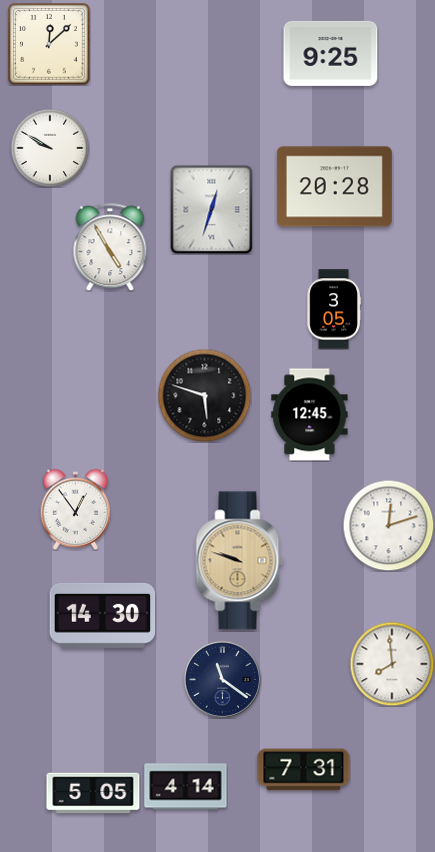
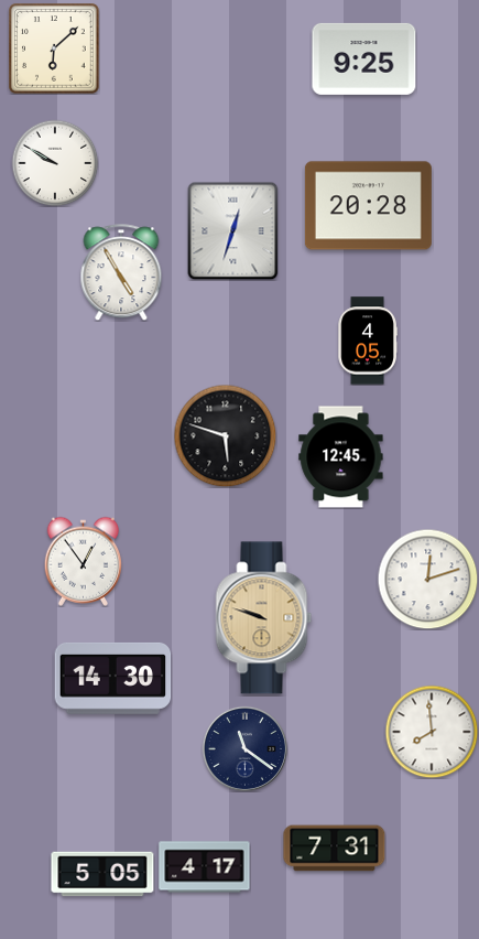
clock at (50, 45): 12:08 -> 6:08
clock at (334, 309): 3:05 -> 4:05
clock at (186, 787): 4:14 -> 4:17
